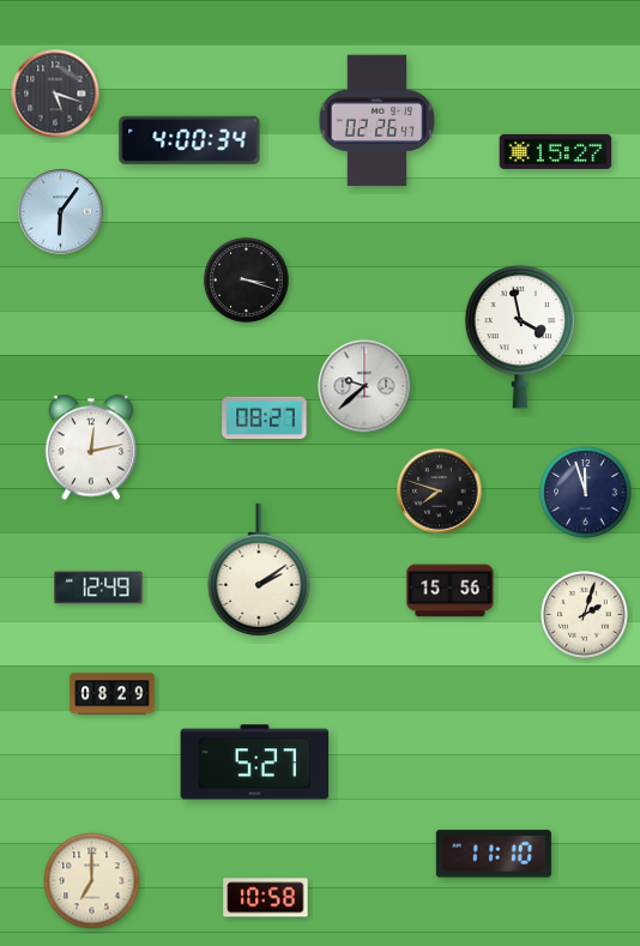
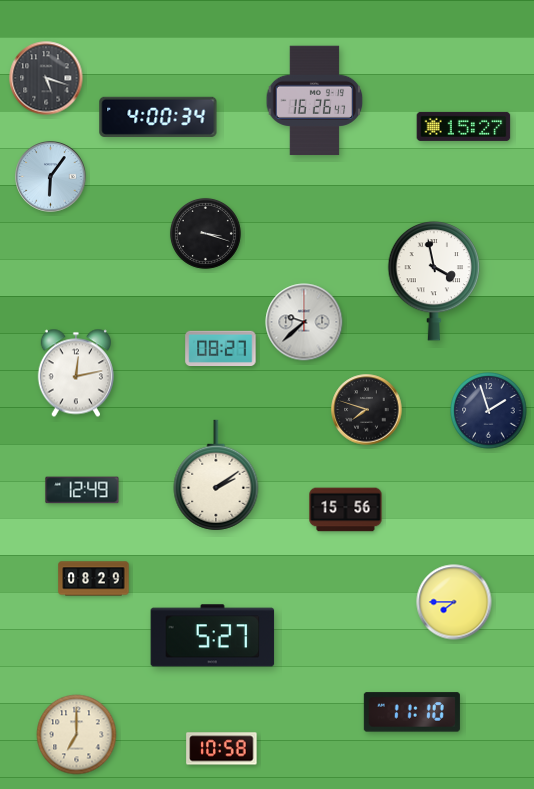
clock at (378, 121): 02:26 -> 16:26
clock at (586, 493): 11:57 -> 1:57
clock at (451, 591) position: (451, 591) -> (346, 510)
clock at (585, 615): 2:03 -> none
clock at (454, 602): none -> 7:45
